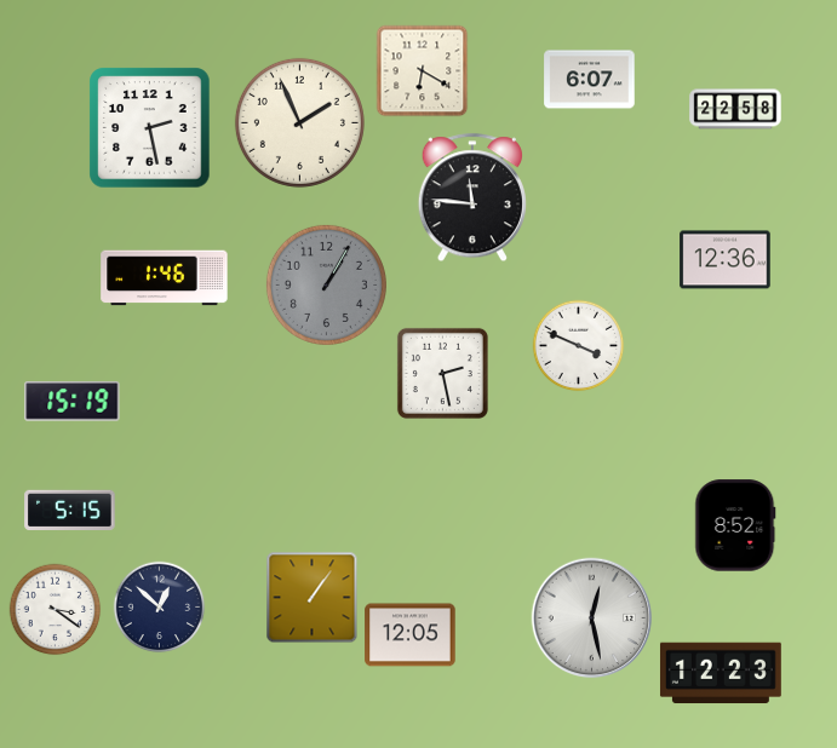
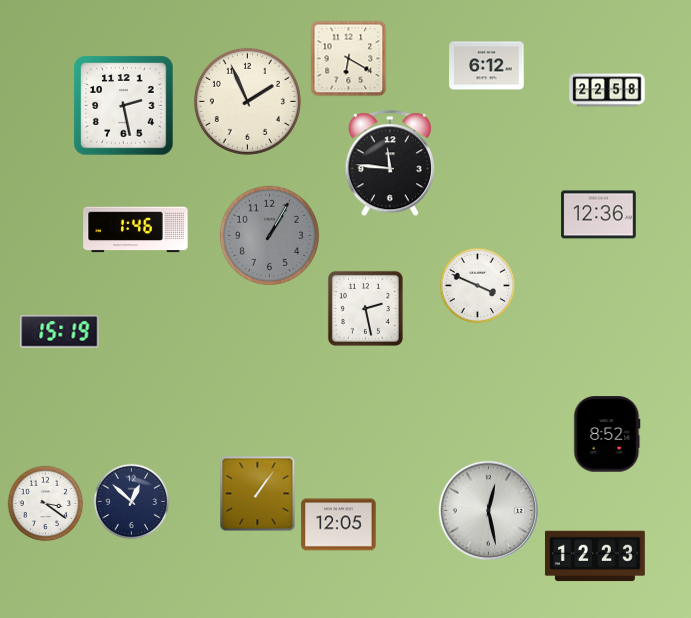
clock at (590, 80): 6:07 -> 6:12
clock at (70, 510): 5:15 -> none
